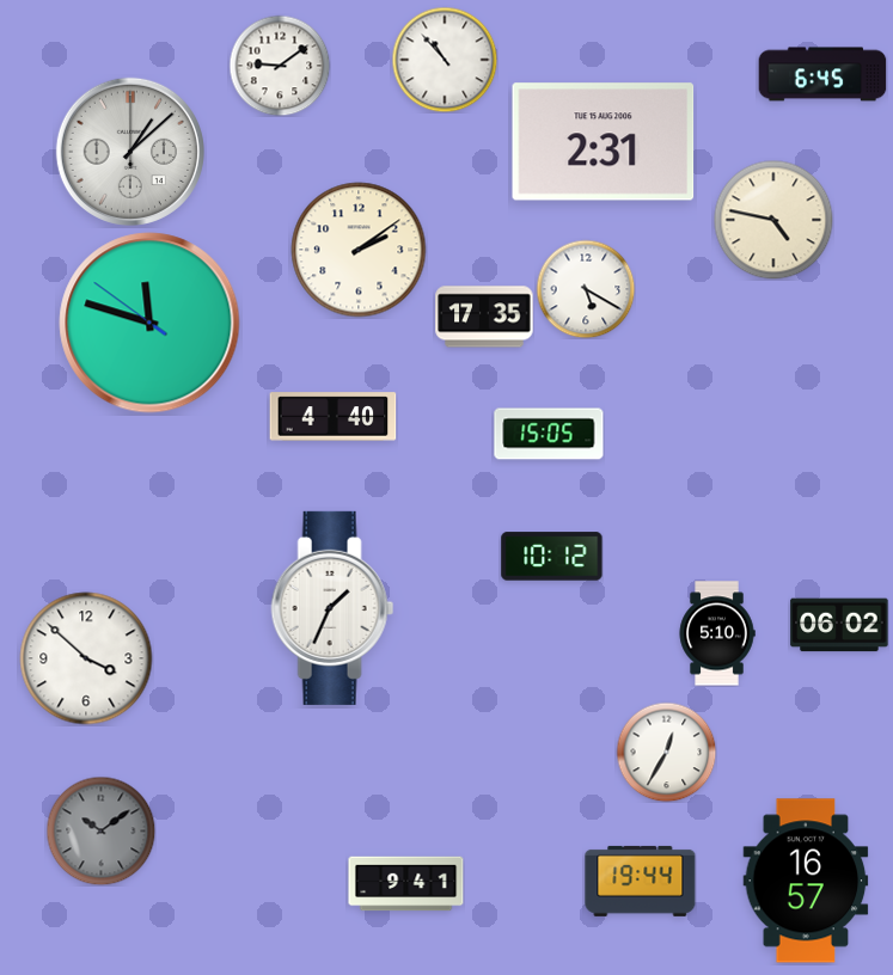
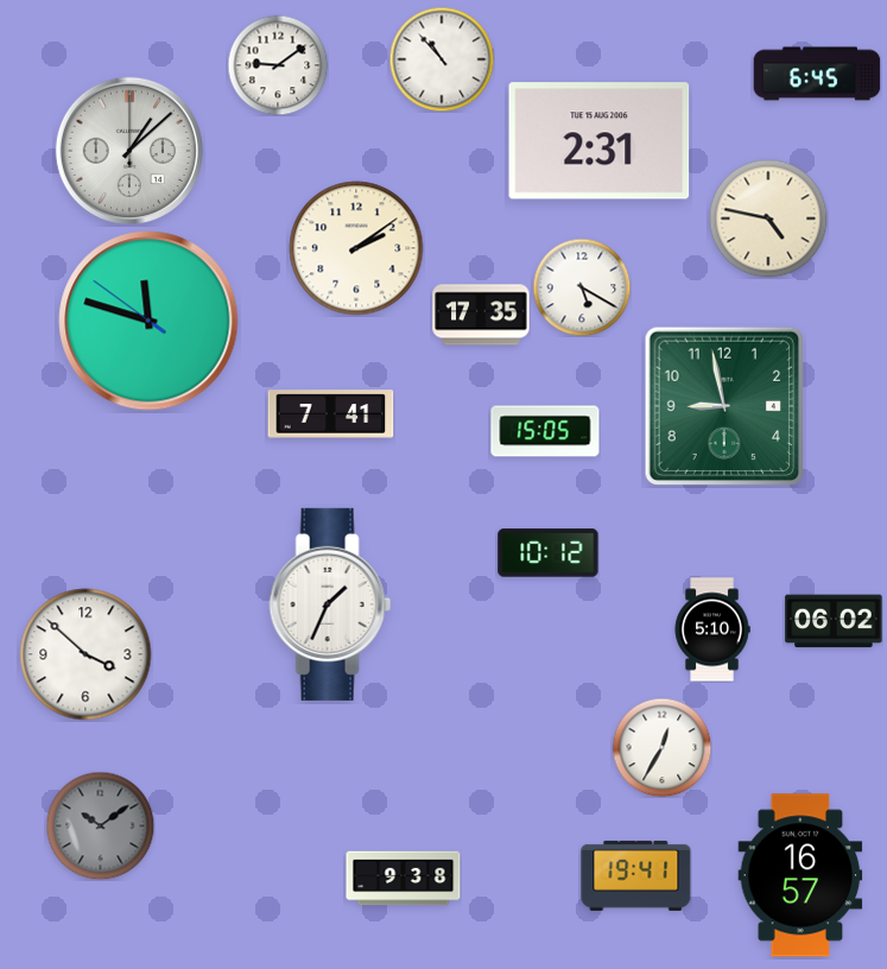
clock at (723, 405): none -> 8:58
clock at (334, 417): 4:40 -> 7:41
clock at (641, 881): 19:44 -> 19:41
clock at (406, 884): 9:41 -> 9:38
